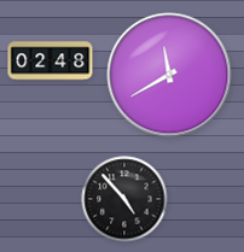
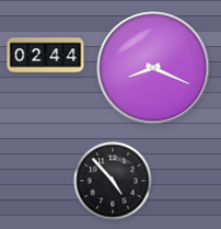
clock at (51, 61): 02:48 -> 02:44
clock at (169, 75): 11:40 -> 8:19
